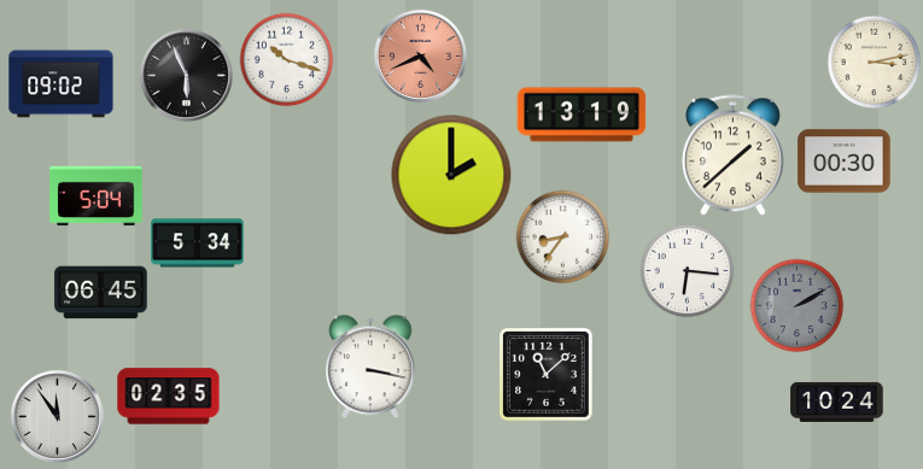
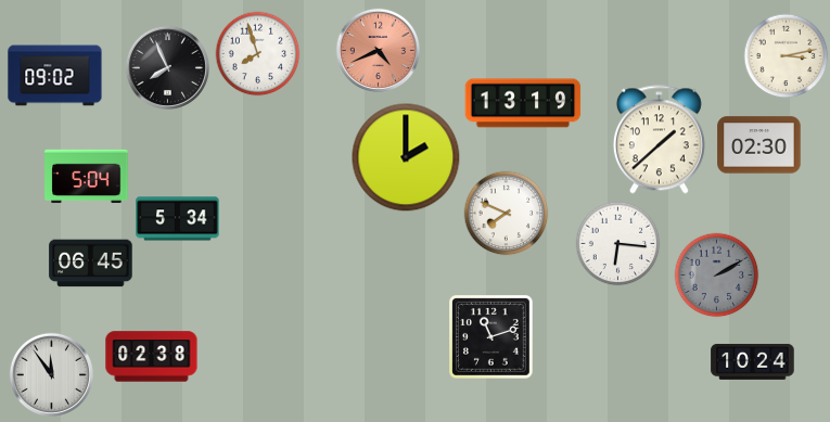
clock at (286, 59): 10:18 -> 7:57
clock at (186, 75): 5:56 -> 7:56
clock at (845, 162): 00:30 -> 02:30
clock at (562, 236): 8:36 -> 7:49
clock at (372, 367): 3:17 -> none
clock at (547, 375): 11:08 -> 11:12
clock at (169, 397): 02:35 -> 02:38
